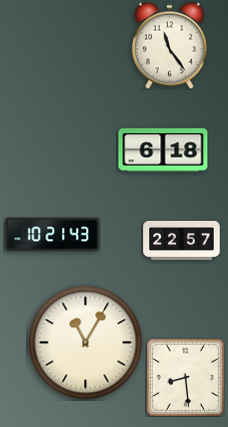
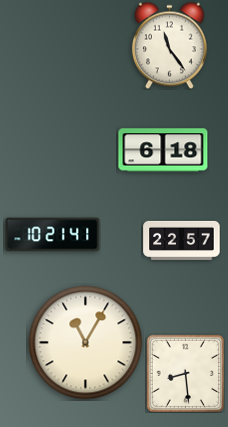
clock at (53, 235): 10:21:43 -> 10:21:41
clock at (185, 377) position: (185, 377) -> (185, 373)
